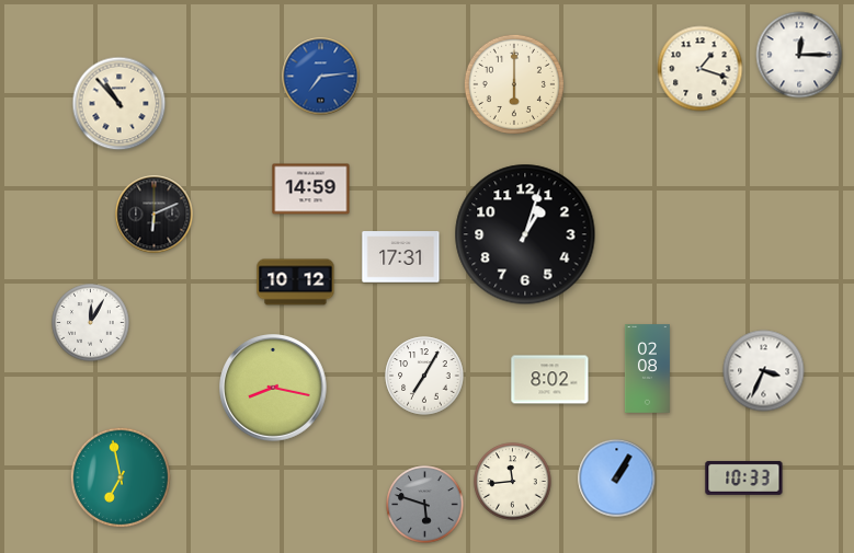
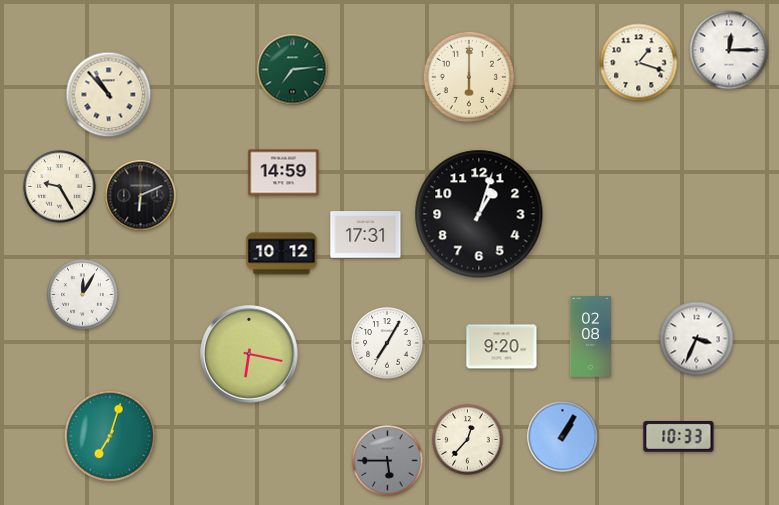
clock at (321, 77) dial: blue -> green
clock at (60, 187): none -> 9:25
clock at (296, 283) position: (296, 283) -> (282, 254)
clock at (550, 380): 8:02 -> 9:20
clock at (274, 389): 8:17 -> 6:17
clock at (121, 477): 6:58 -> 7:03
clock at (513, 482): 11:44 -> 12:37
clock at (425, 505): 5:48 -> 5:45
